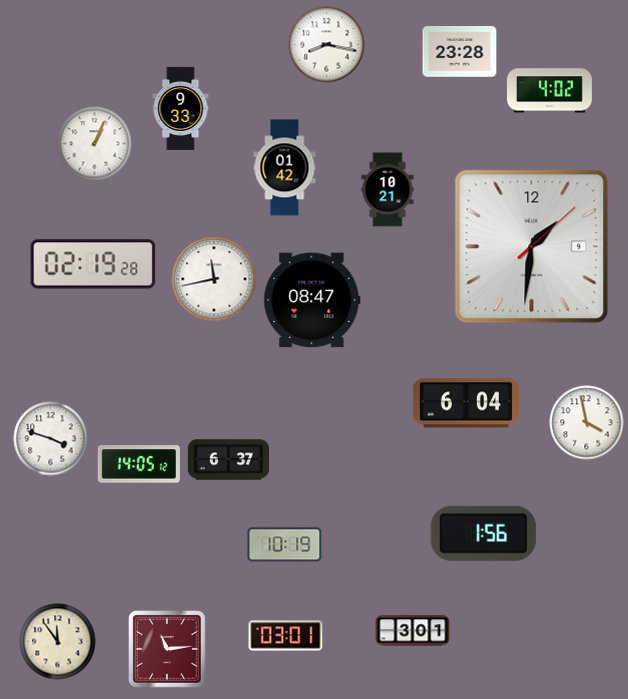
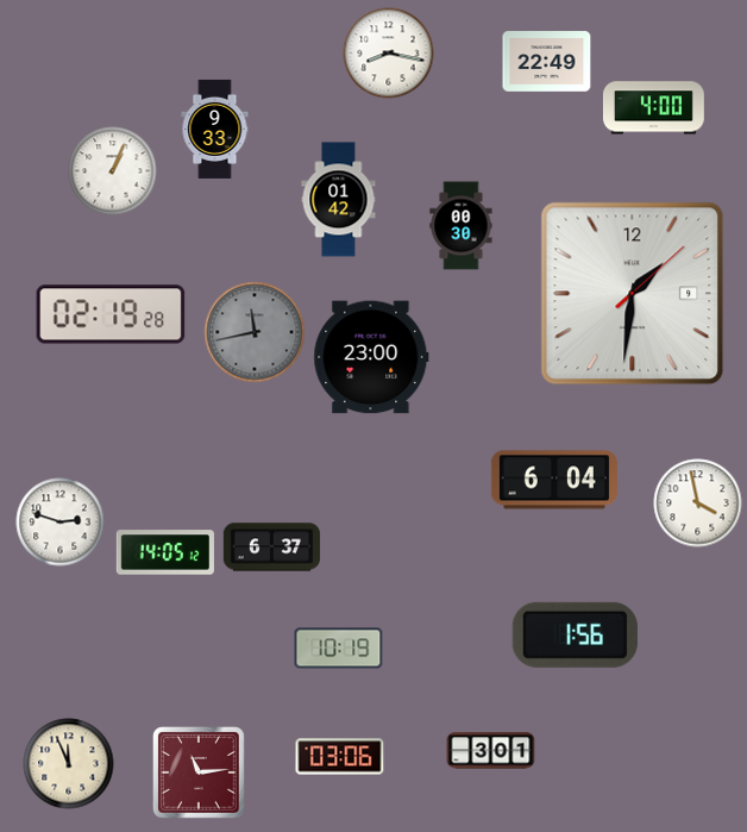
clock at (460, 52): 23:28 -> 22:49
clock at (549, 91): 4:02 -> 4:00
clock at (388, 190): 10:21 -> 00:30
clock at (214, 279) dial: white -> grey
clock at (312, 300): 08:47 -> 23:00
clock at (51, 439): 3:48 -> 2:48
clock at (286, 636): 03:01 -> 03:06
clock at (58, 642): 11:54 -> 11:56
